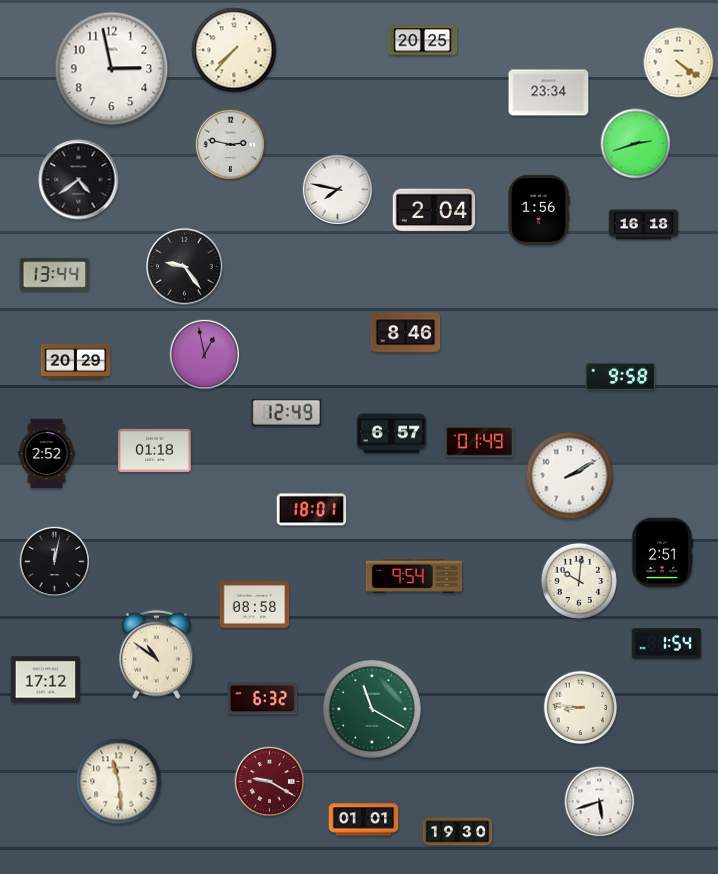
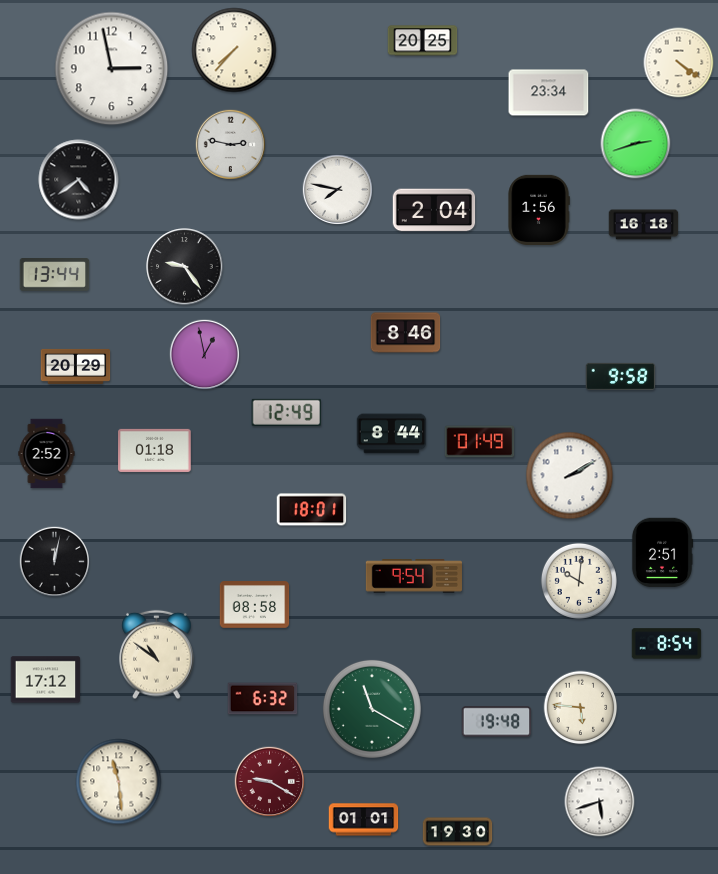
clock at (76, 361) position: (76, 361) -> (76, 366)
clock at (392, 434): 6:57 -> 8:44
clock at (667, 644): 1:54 -> 8:54
clock at (581, 708): 8:46 -> 5:46
clock at (497, 722): none -> 19:48
